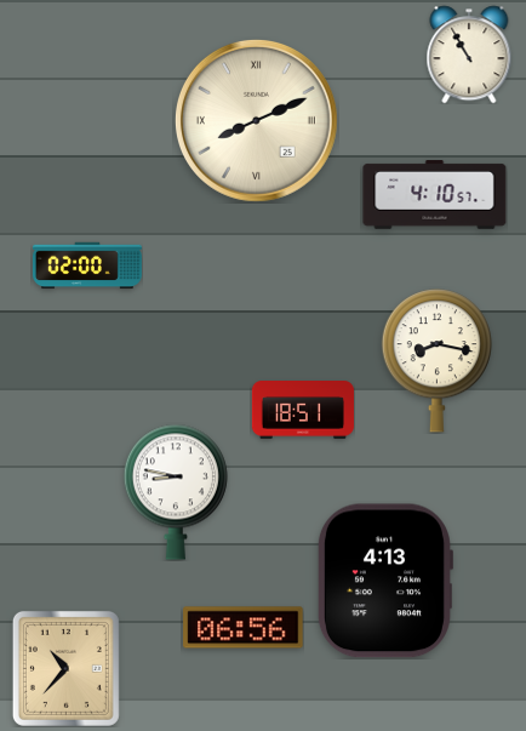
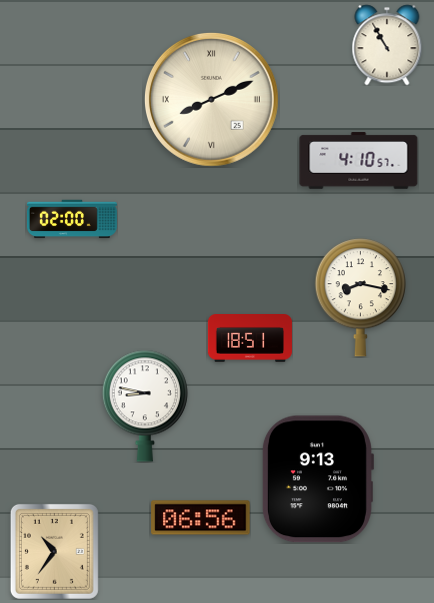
clock at (384, 581): 4:13 -> 9:13
clock at (65, 668): 10:37 -> 10:36
